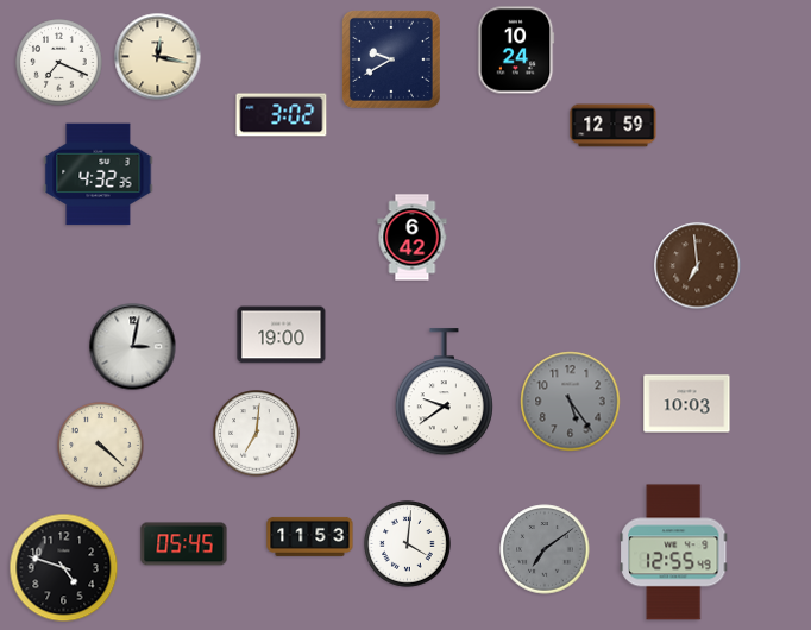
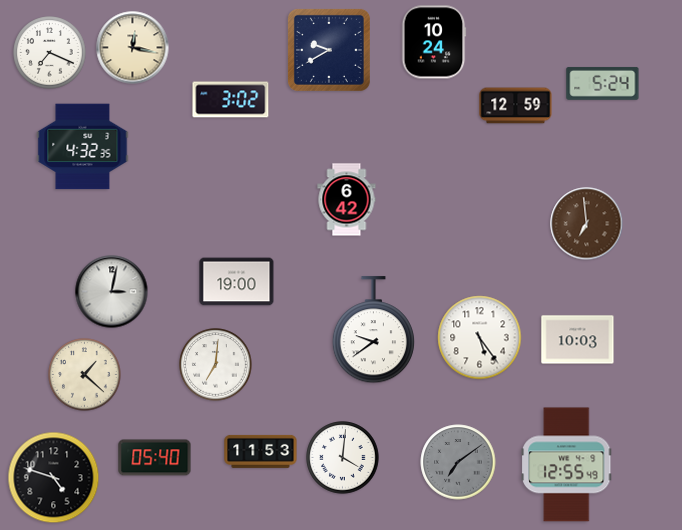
clock at (603, 83): none -> 5:24
clock at (282, 115) position: (282, 115) -> (231, 100)
clock at (571, 402) dial: grey -> white
clock at (101, 446): 4:22 -> 1:22
clock at (184, 544): 05:45 -> 05:40
